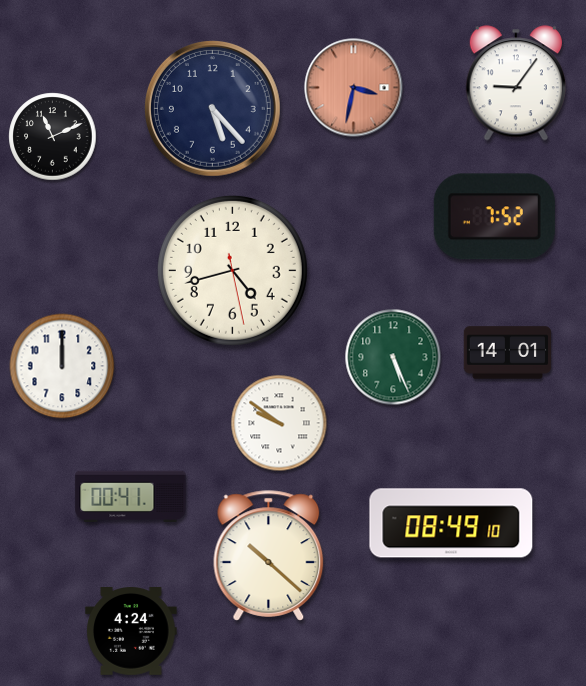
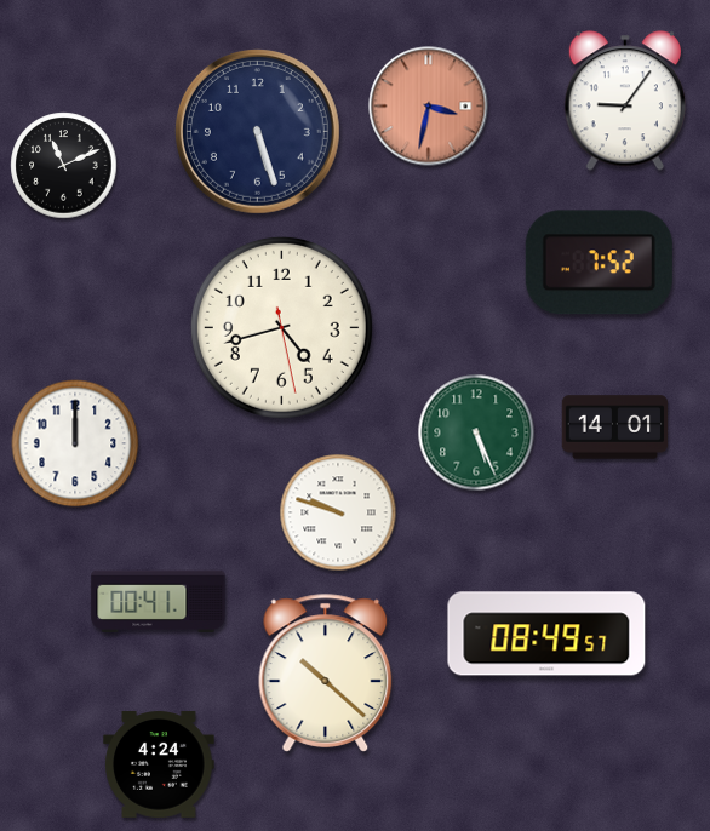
clock at (212, 108): 5:23 -> 5:27
clock at (279, 423): 9:51 -> 9:48
clock at (451, 523): 08:49:10 -> 08:49:57
